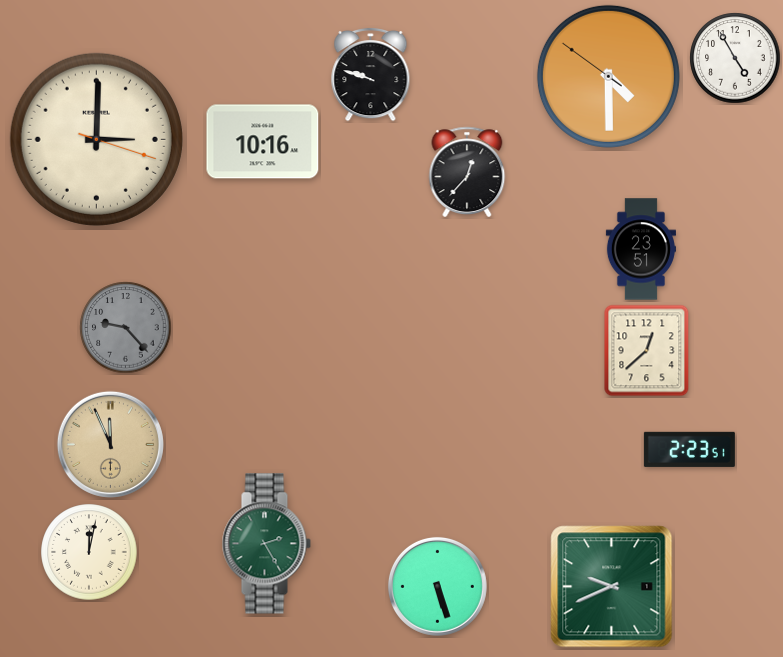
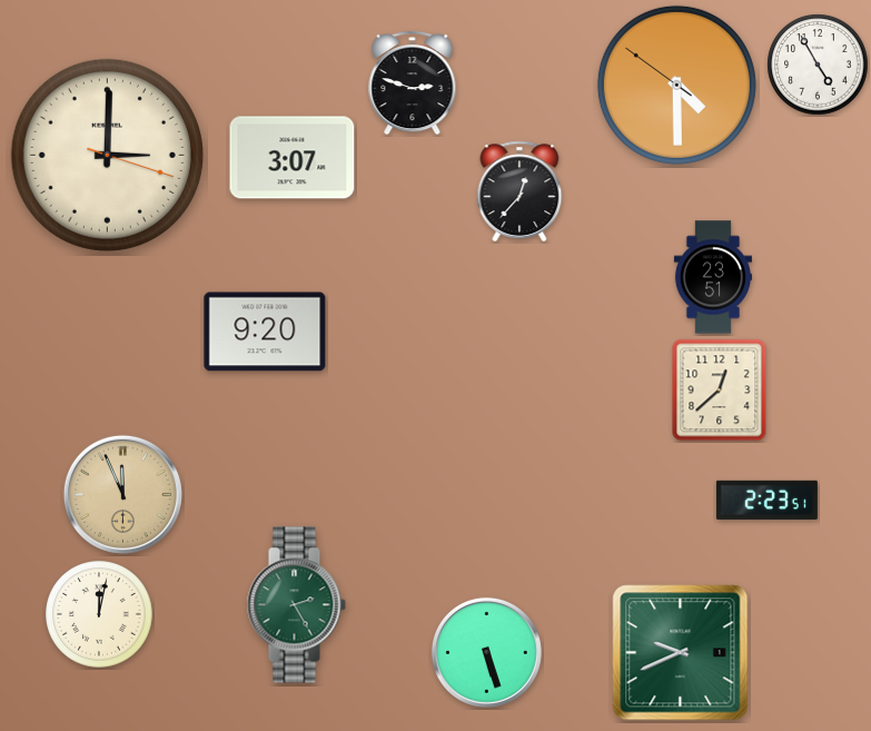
clock at (371, 74): 9:48 -> 2:48
clock at (263, 142): 10:16 -> 3:07
clock at (265, 332): none -> 9:20
clock at (126, 328): 9:23 -> none
